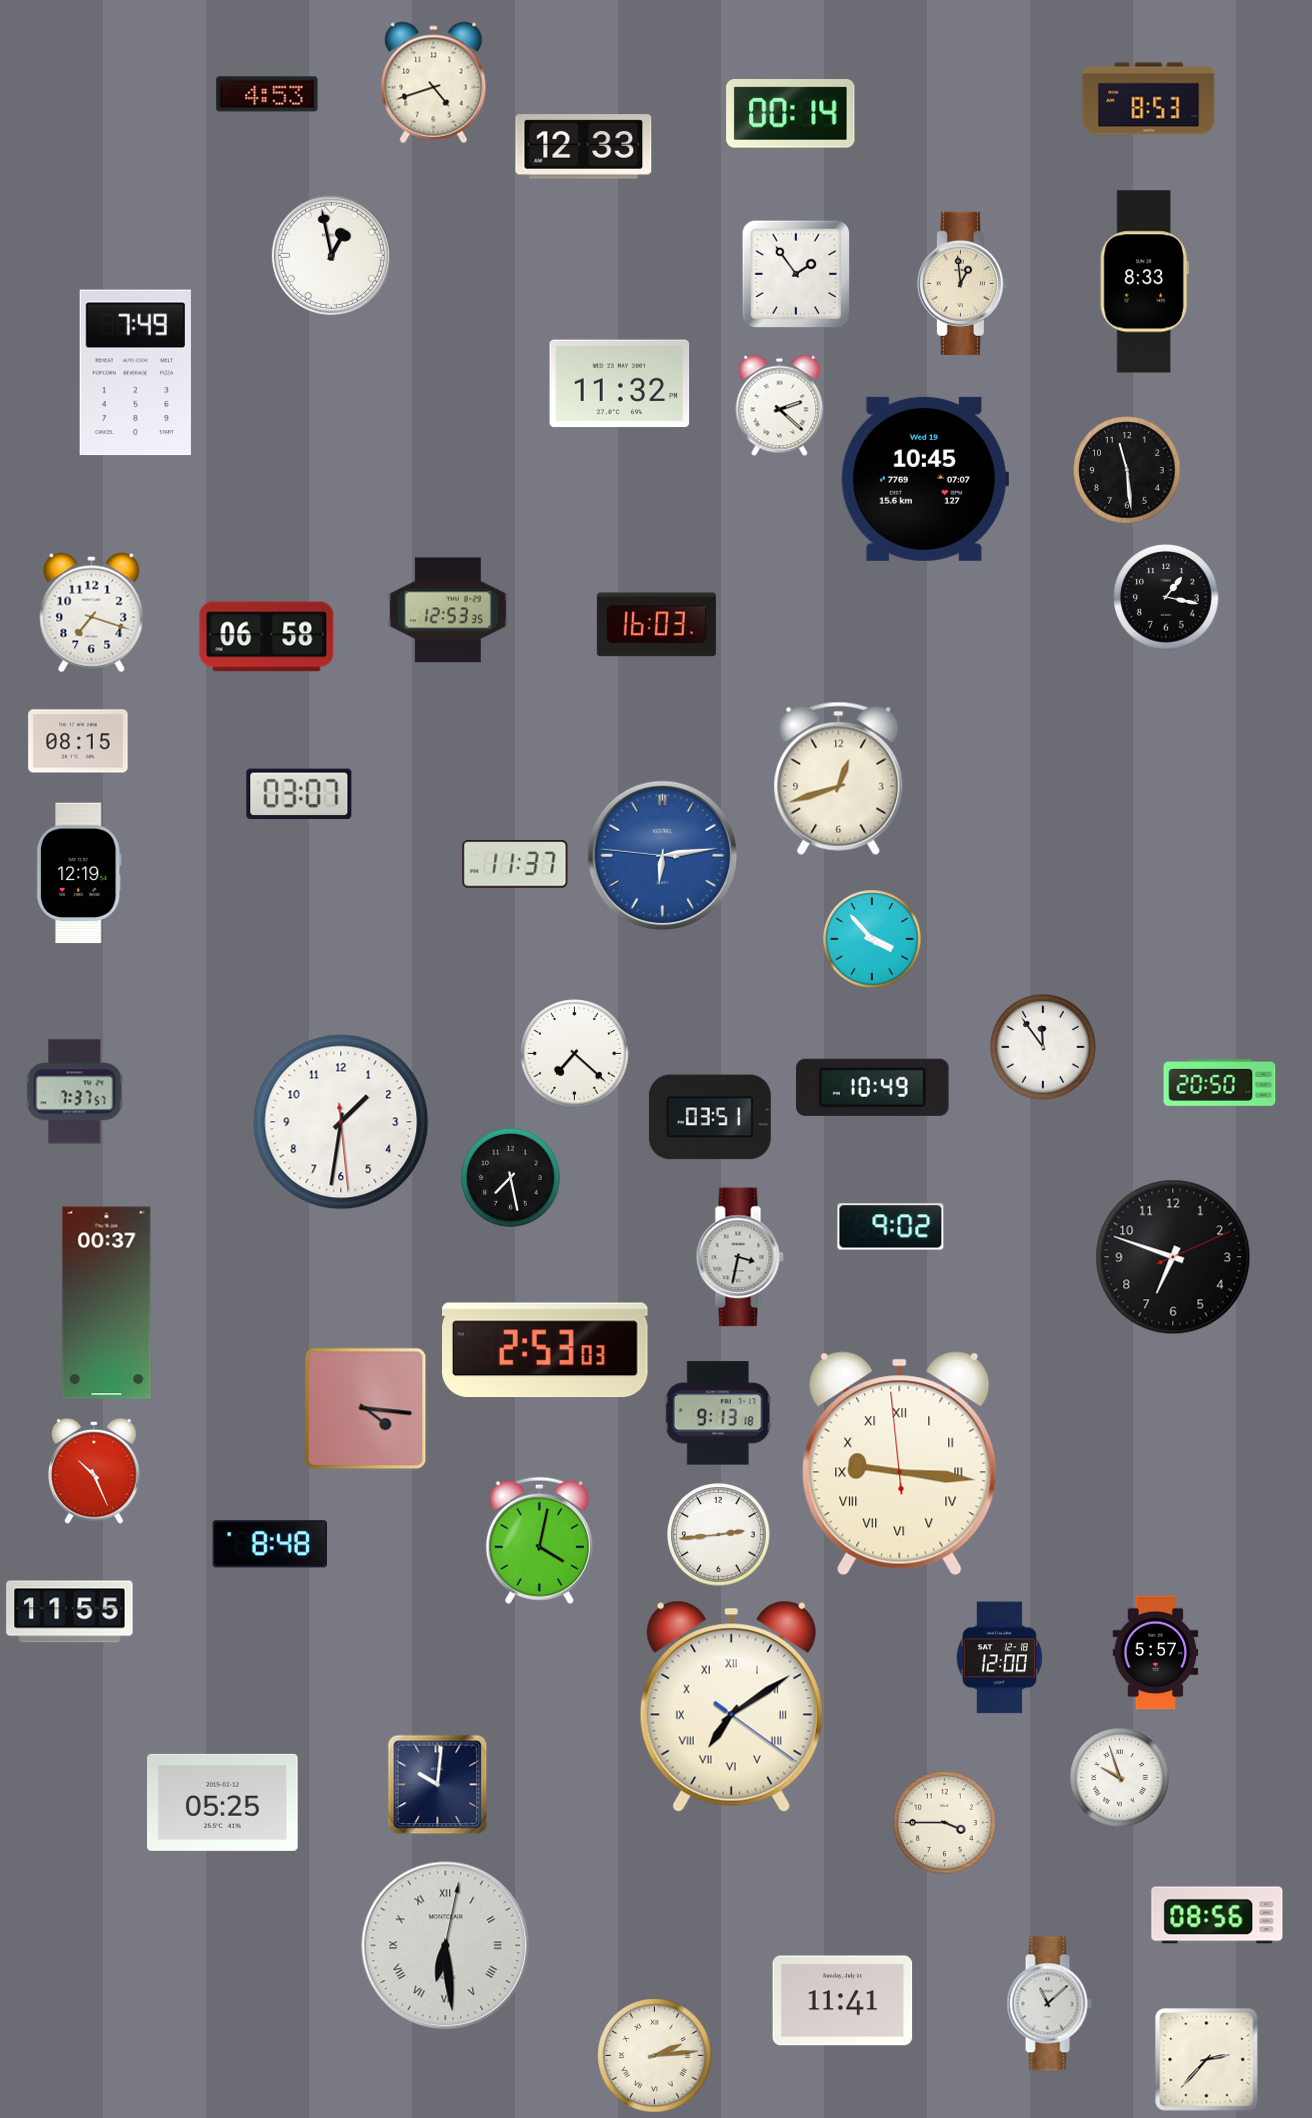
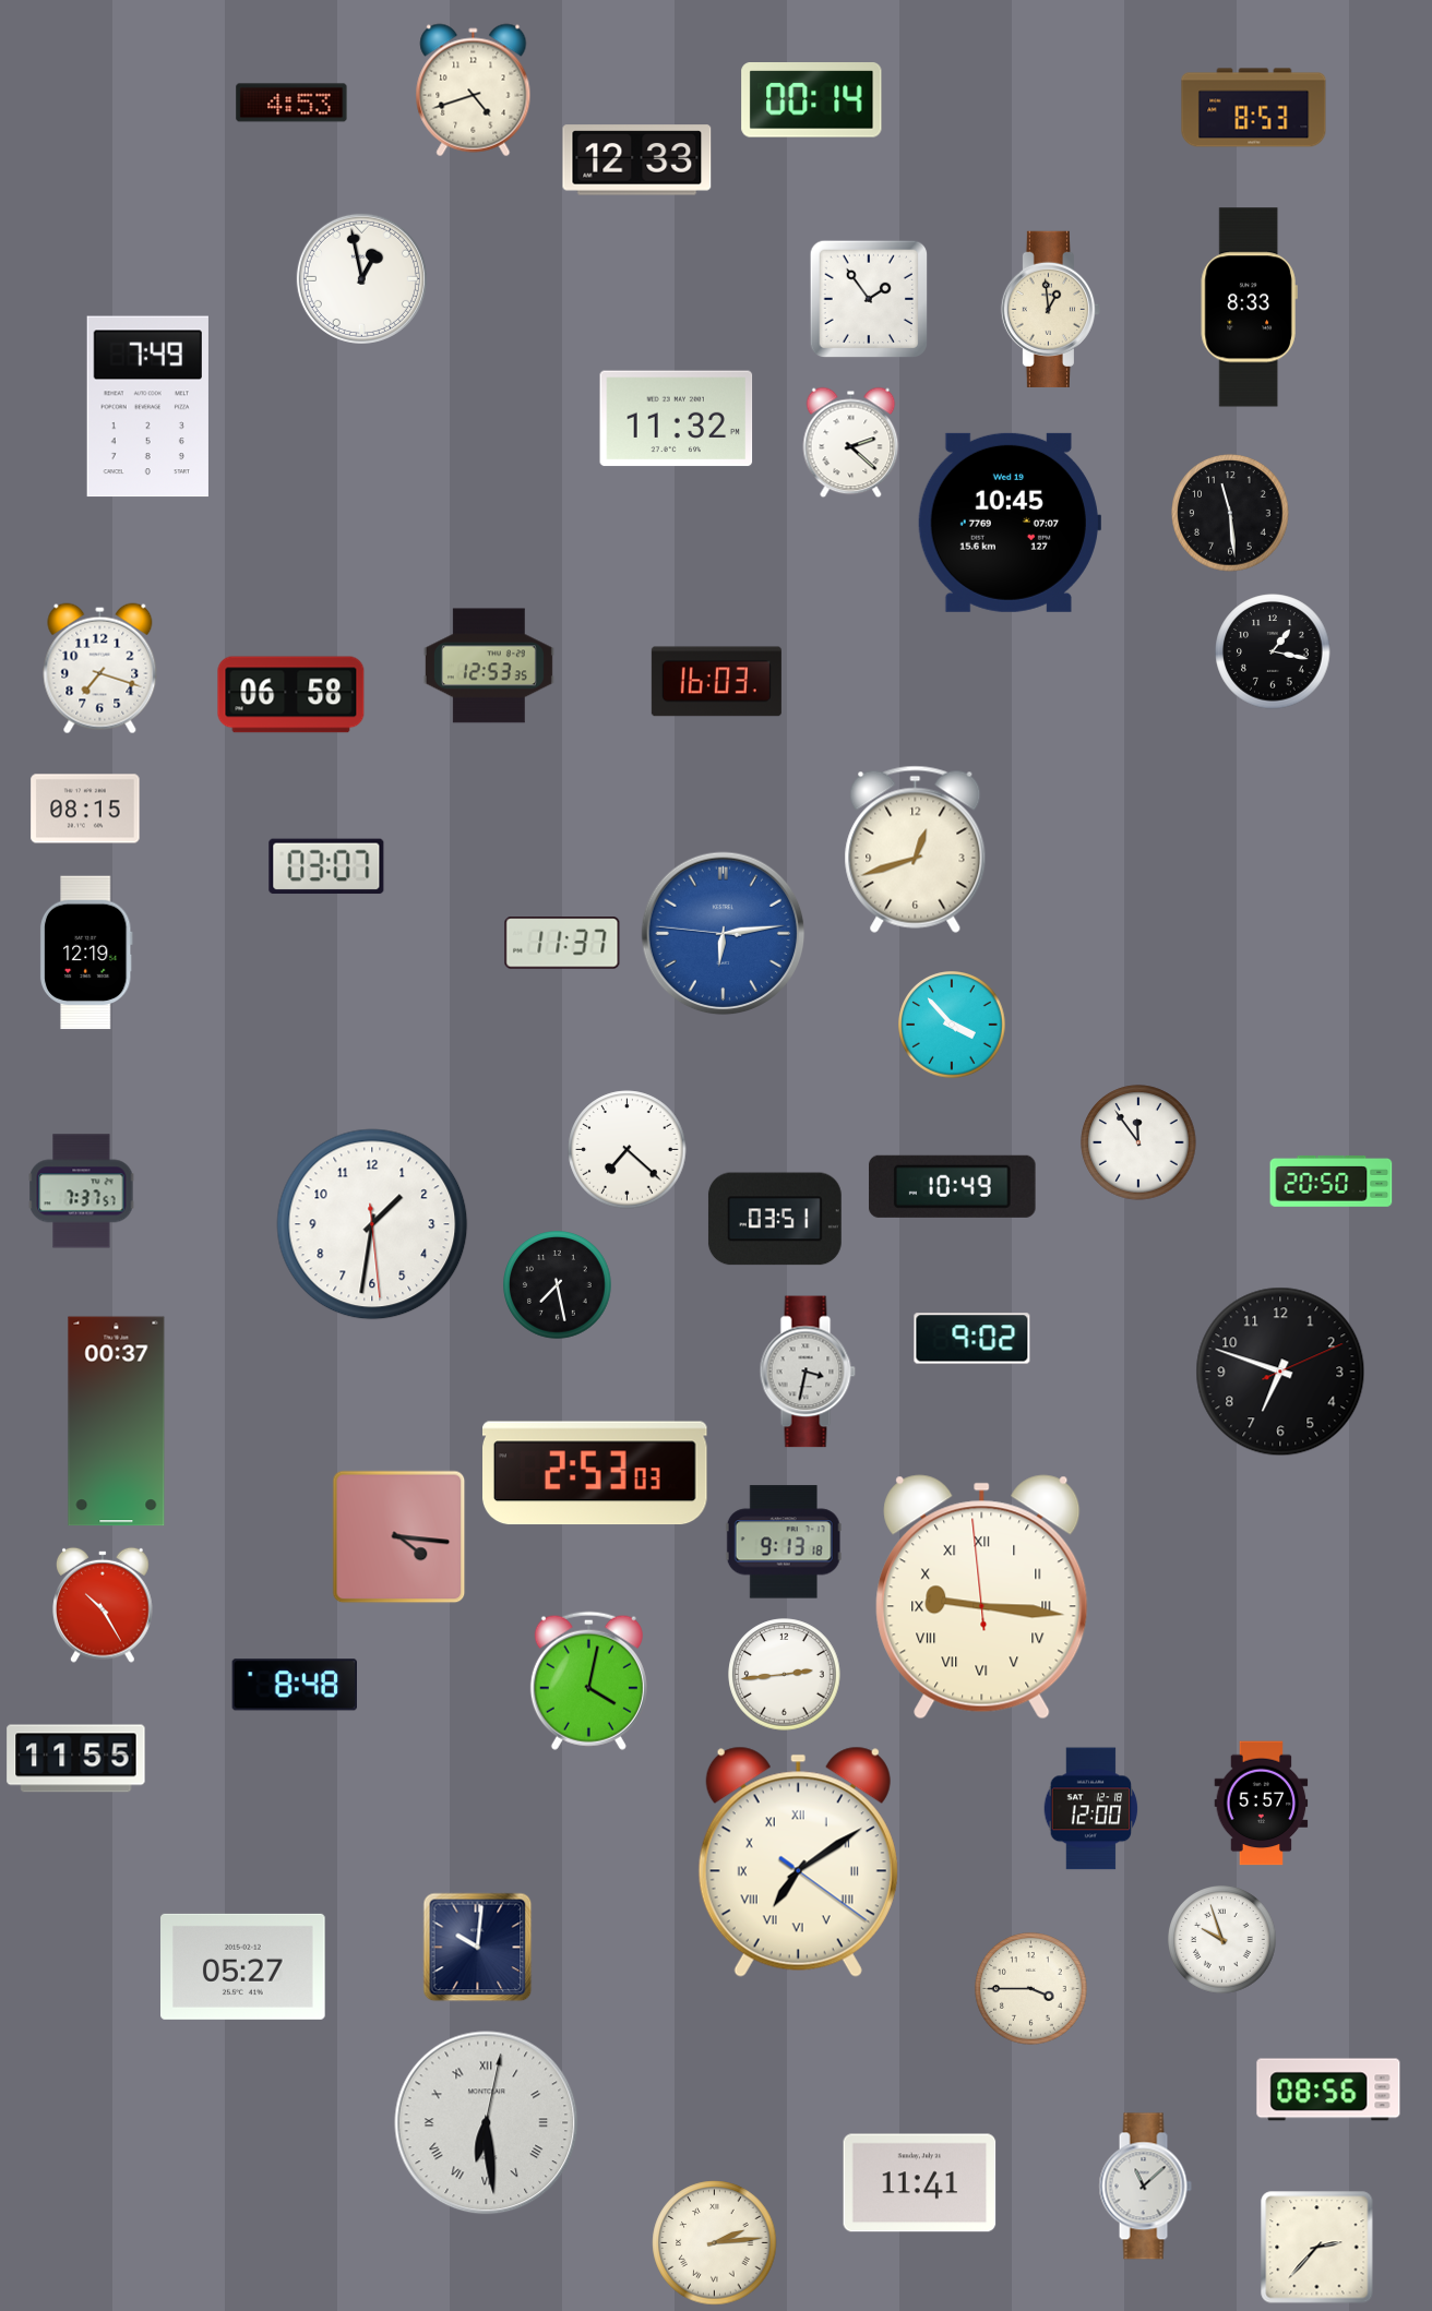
clock at (791, 114) position: (791, 114) -> (812, 100)
clock at (95, 1471): 10:26 -> 10:25
clock at (223, 1802): 05:25 -> 05:27
